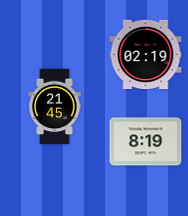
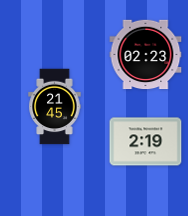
clock at (146, 55): 02:19 -> 02:23
clock at (146, 142): 8:19 -> 2:19
